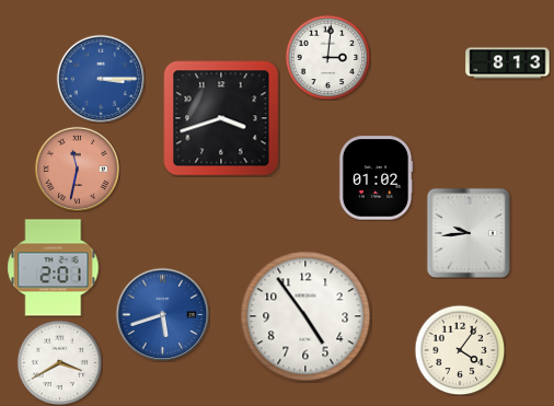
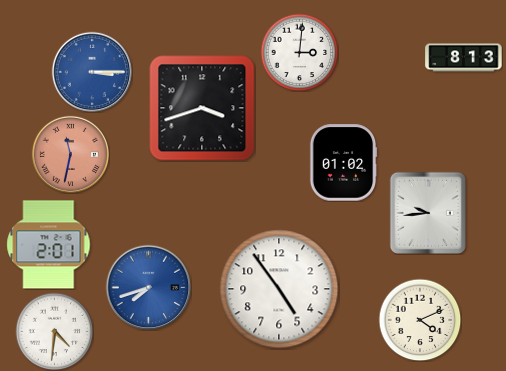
clock at (162, 314): 5:42 -> 7:42
clock at (460, 350): 4:06 -> 4:11
clock at (59, 362): 3:40 -> 4:31
